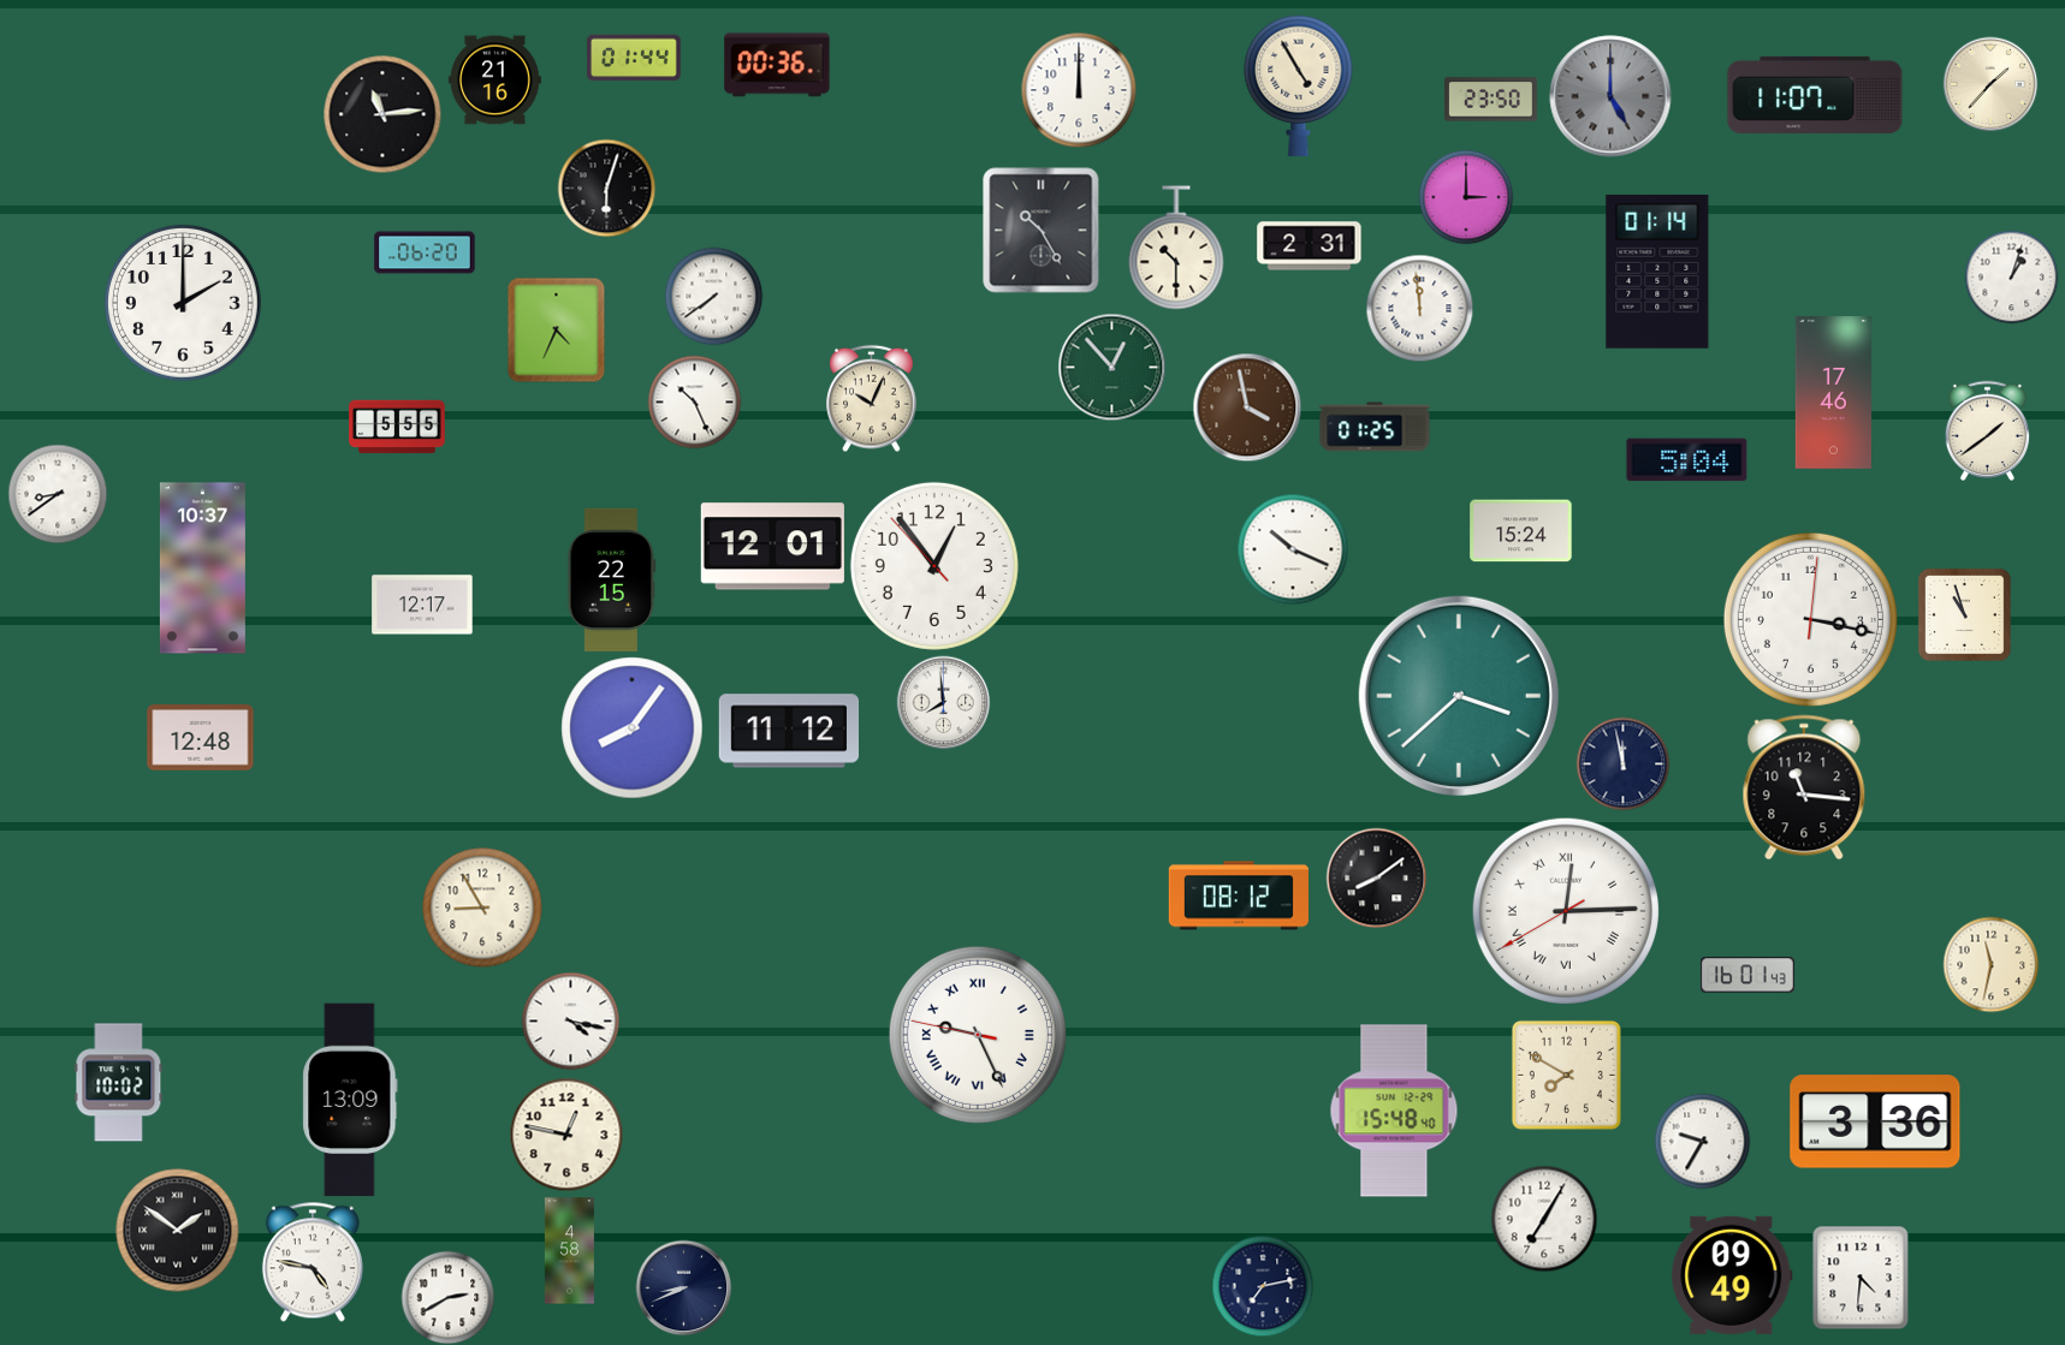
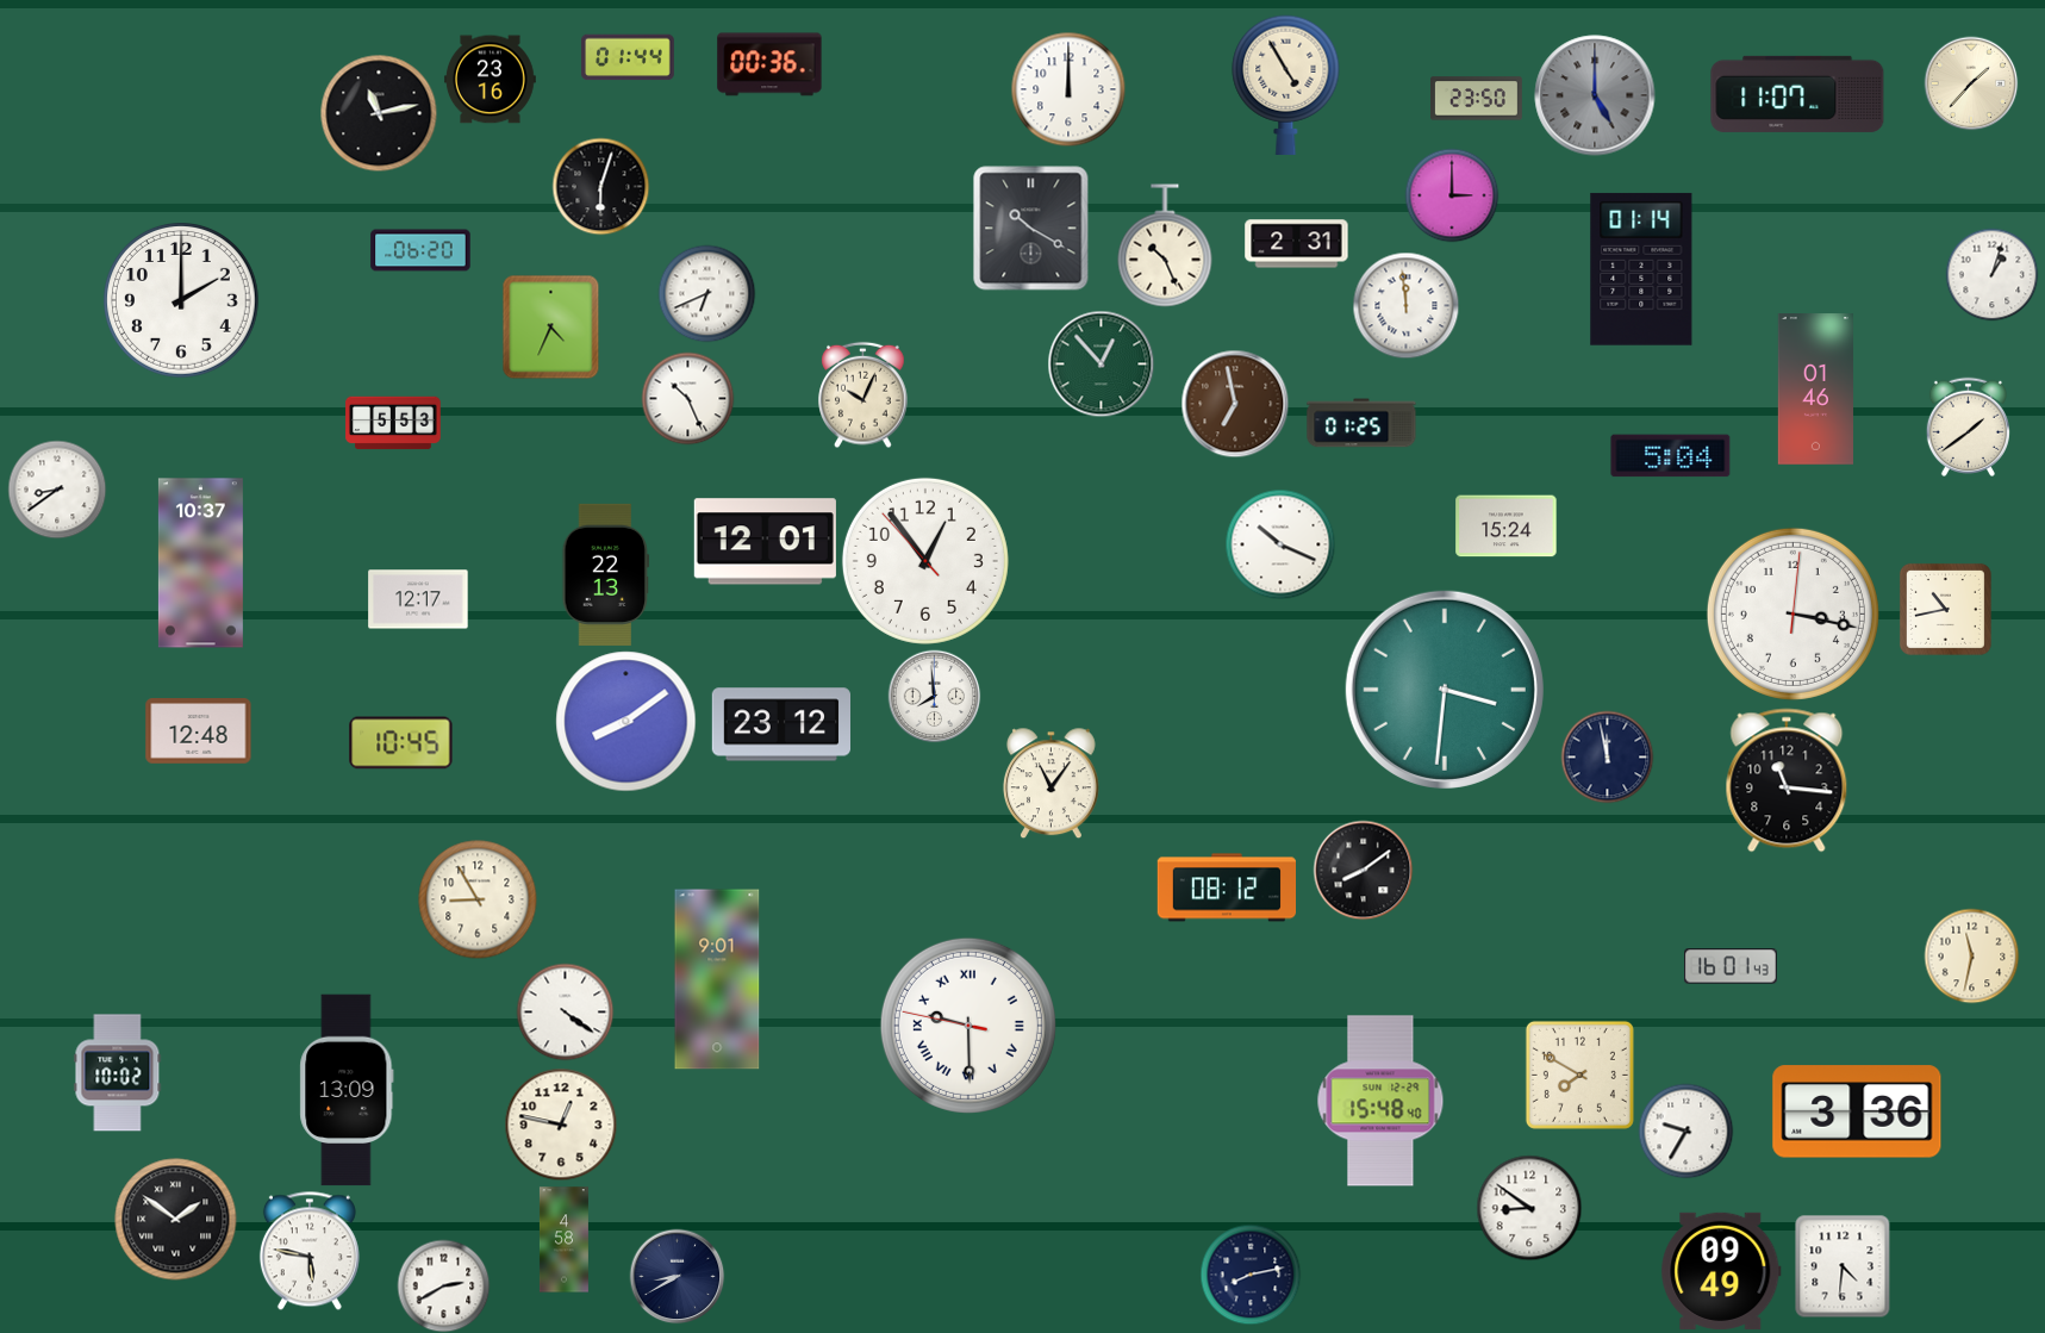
clock at (494, 81): 21:16 -> 23:16
clock at (382, 114): 11:14 -> 11:13
clock at (1042, 231): 10:25 -> 10:20
clock at (1176, 248): 10:30 -> 10:26
clock at (713, 296): 7:39 -> 6:41
clock at (1833, 393): 17:46 -> 01:46
clock at (1247, 407): 3:58 -> 6:58
clock at (397, 427): 5:55 -> 5:53
clock at (612, 579): 22:15 -> 22:13
clock at (1964, 614): 10:57 -> 10:43
clock at (1459, 696): 3:38 -> 3:31
clock at (633, 728): 8:06 -> 8:09
clock at (788, 731): 11:12 -> 23:12
clock at (401, 743): none -> 10:45
clock at (1050, 783): none -> 11:06
clock at (1566, 911): 12:14 -> none
clock at (717, 979): none -> 9:01
clock at (570, 1020): 4:17 -> 4:21
clock at (978, 1035): 9:25 -> 9:29
clock at (1566, 1075) position: (1566, 1075) -> (1579, 1075)
clock at (1544, 1219): 7:05 -> 8:51
clock at (313, 1262): 4:47 -> 5:47
clock at (1732, 1275) position: (1732, 1275) -> (1721, 1271)
clock at (1263, 1286): 7:13 -> 8:13
clock at (683, 1287): 8:41 -> 8:40
